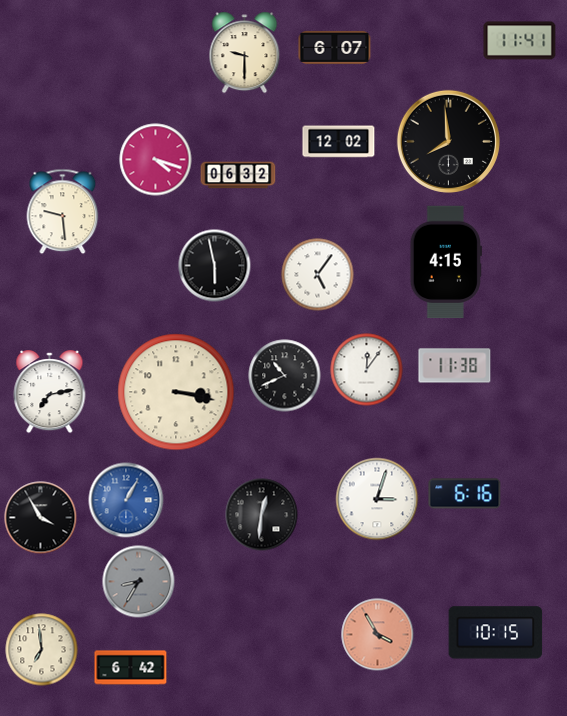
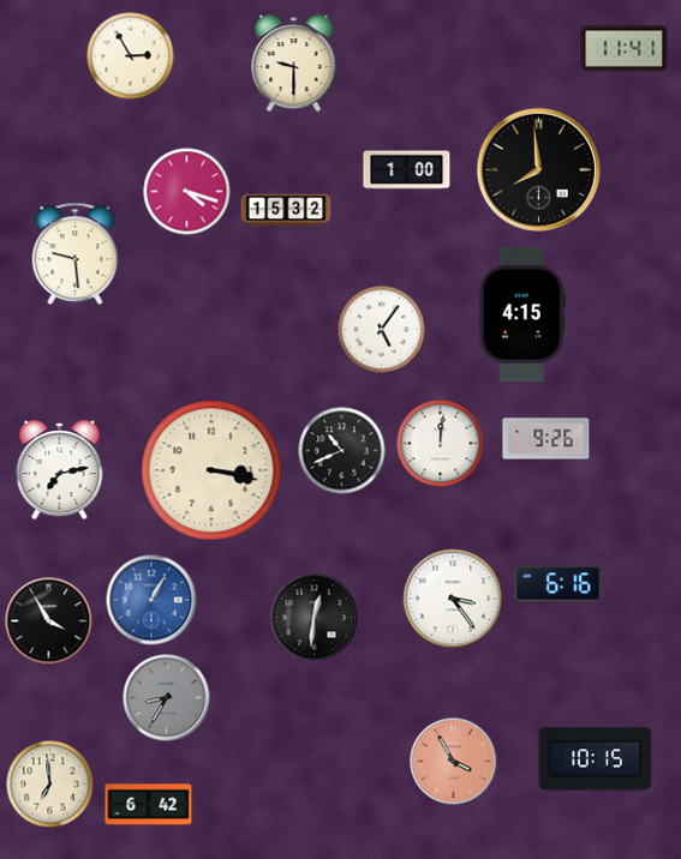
clock at (131, 56): none -> 2:55
clock at (335, 47): 6:07 -> none
clock at (339, 142): 12:02 -> 1:00
clock at (238, 175): 06:32 -> 15:32
clock at (445, 262) position: (445, 262) -> (521, 314)
clock at (215, 266): 5:58 -> none
clock at (455, 366): 11:38 -> 9:26
clock at (367, 370): 12:06 -> 12:01
clock at (465, 494) position: (465, 494) -> (558, 584)
clock at (377, 499): 3:03 -> 3:24
clock at (42, 650) position: (42, 650) -> (50, 785)
clock at (131, 668) position: (131, 668) -> (149, 805)
